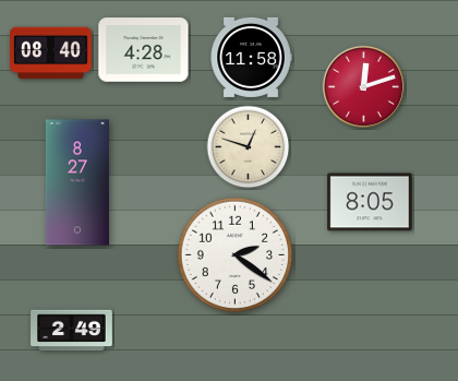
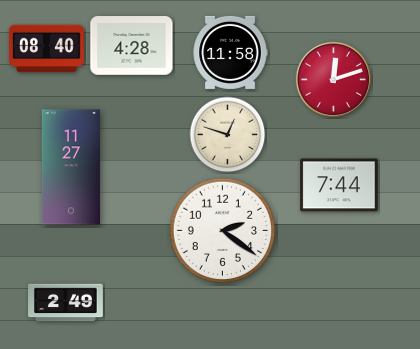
clock at (77, 182): 8:27 -> 11:27
clock at (370, 202): 8:05 -> 7:44
clock at (234, 254) position: (234, 254) -> (222, 230)
